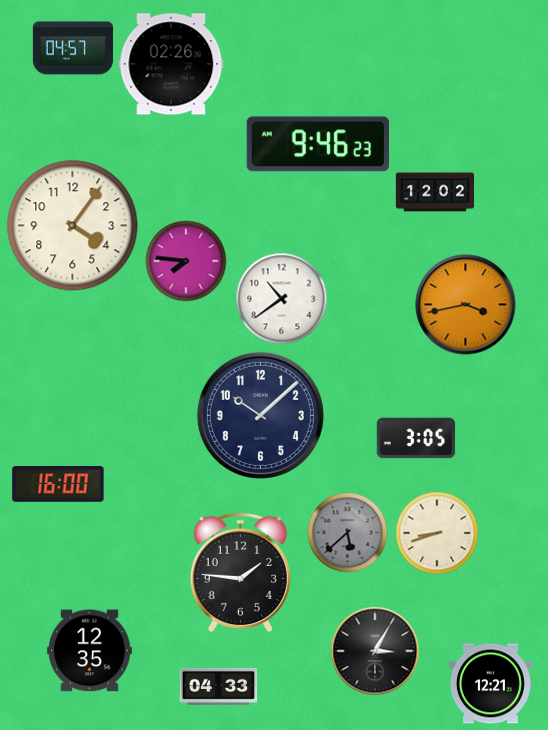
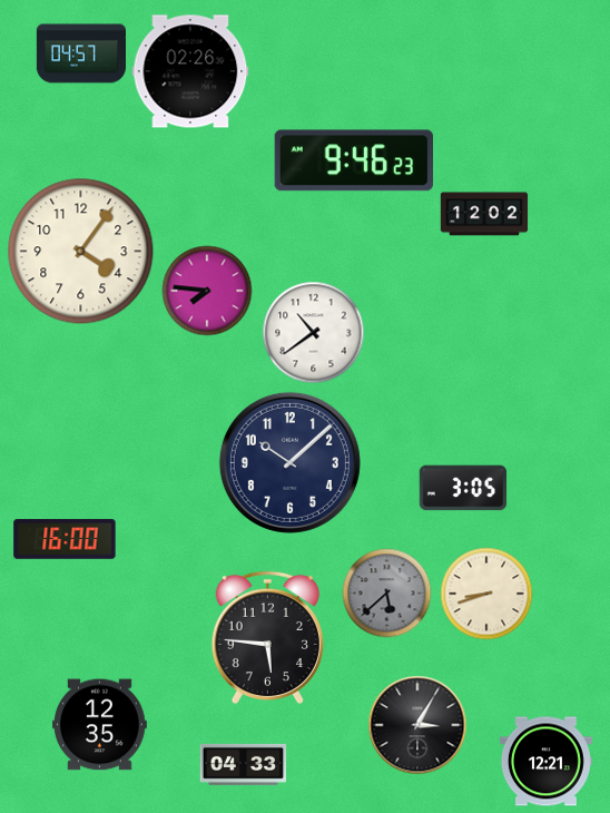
clock at (466, 305): 3:43 -> none
clock at (240, 572): 1:46 -> 5:46
